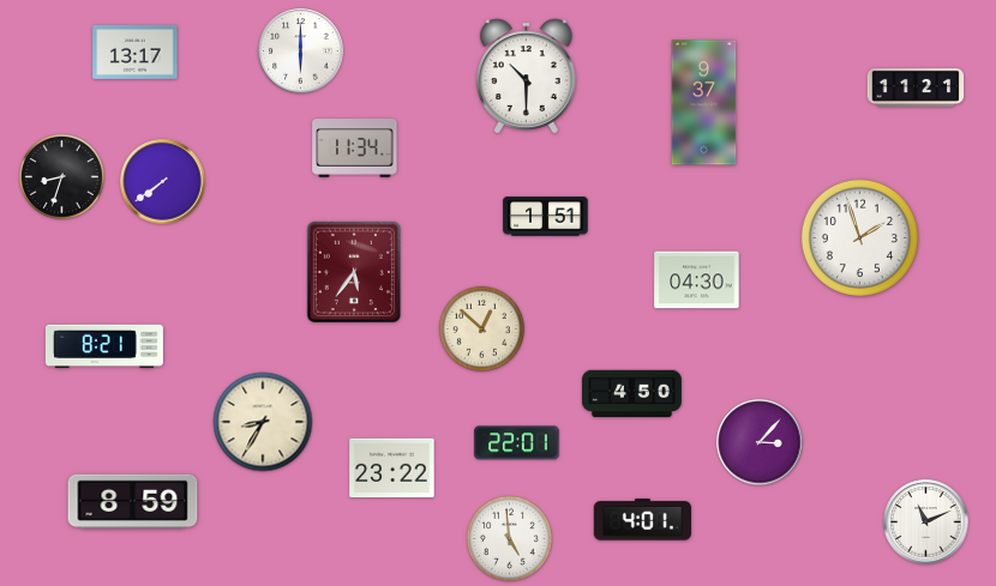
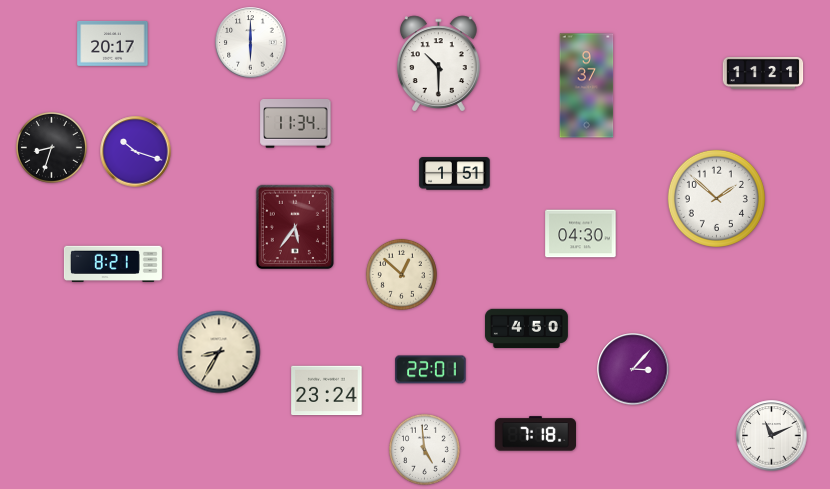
clock at (136, 52): 13:17 -> 20:17
clock at (163, 182): 7:39 -> 10:18
clock at (546, 217) position: (546, 217) -> (455, 174)
clock at (859, 237): 1:57 -> 1:52
clock at (104, 346) position: (104, 346) -> (113, 264)
clock at (392, 469): 23:22 -> 23:24
clock at (133, 502): 8:59 -> none
clock at (642, 520): 4:01 -> 7:18
